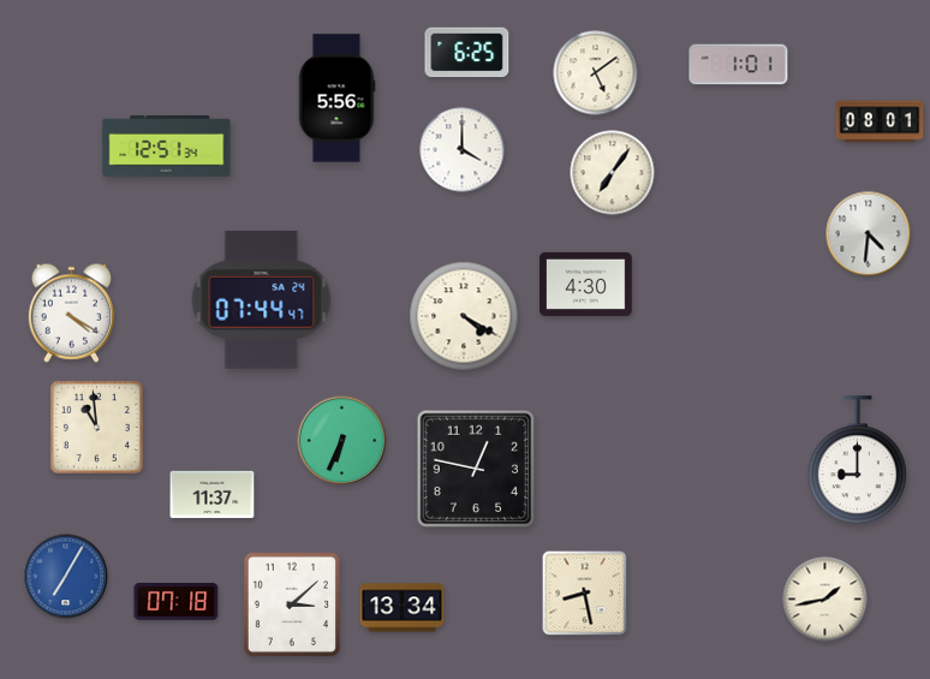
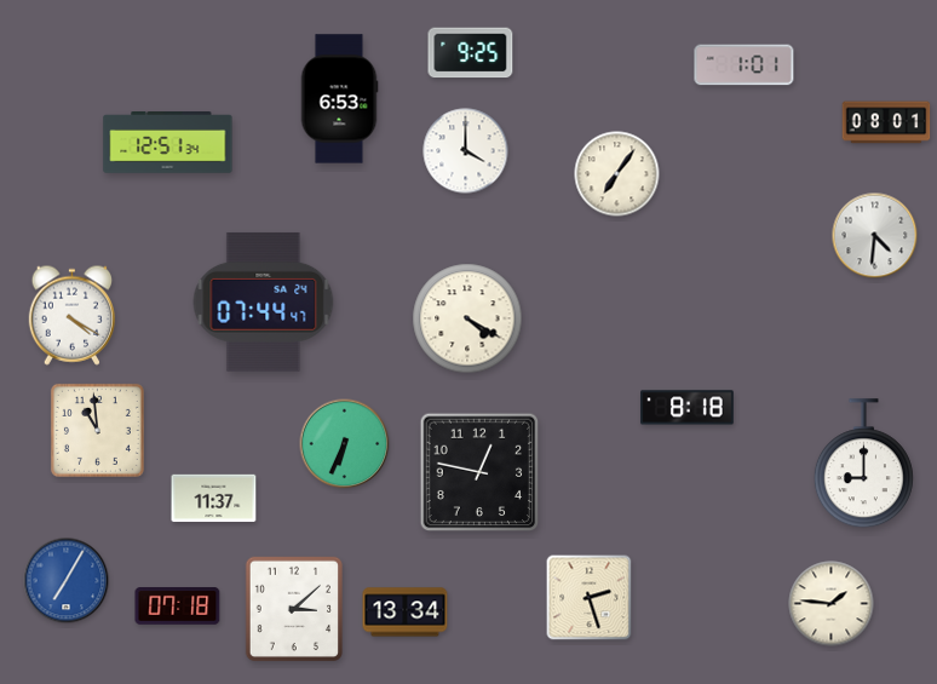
clock at (467, 53): 6:25 -> 9:25
clock at (596, 73): 5:09 -> none
clock at (336, 99): 5:56 -> 6:53
clock at (167, 147) position: (167, 147) -> (168, 143)
clock at (586, 284): 4:30 -> none
clock at (688, 408): none -> 8:18
clock at (585, 594): 8:28 -> 2:27
clock at (825, 600): 1:43 -> 1:46
